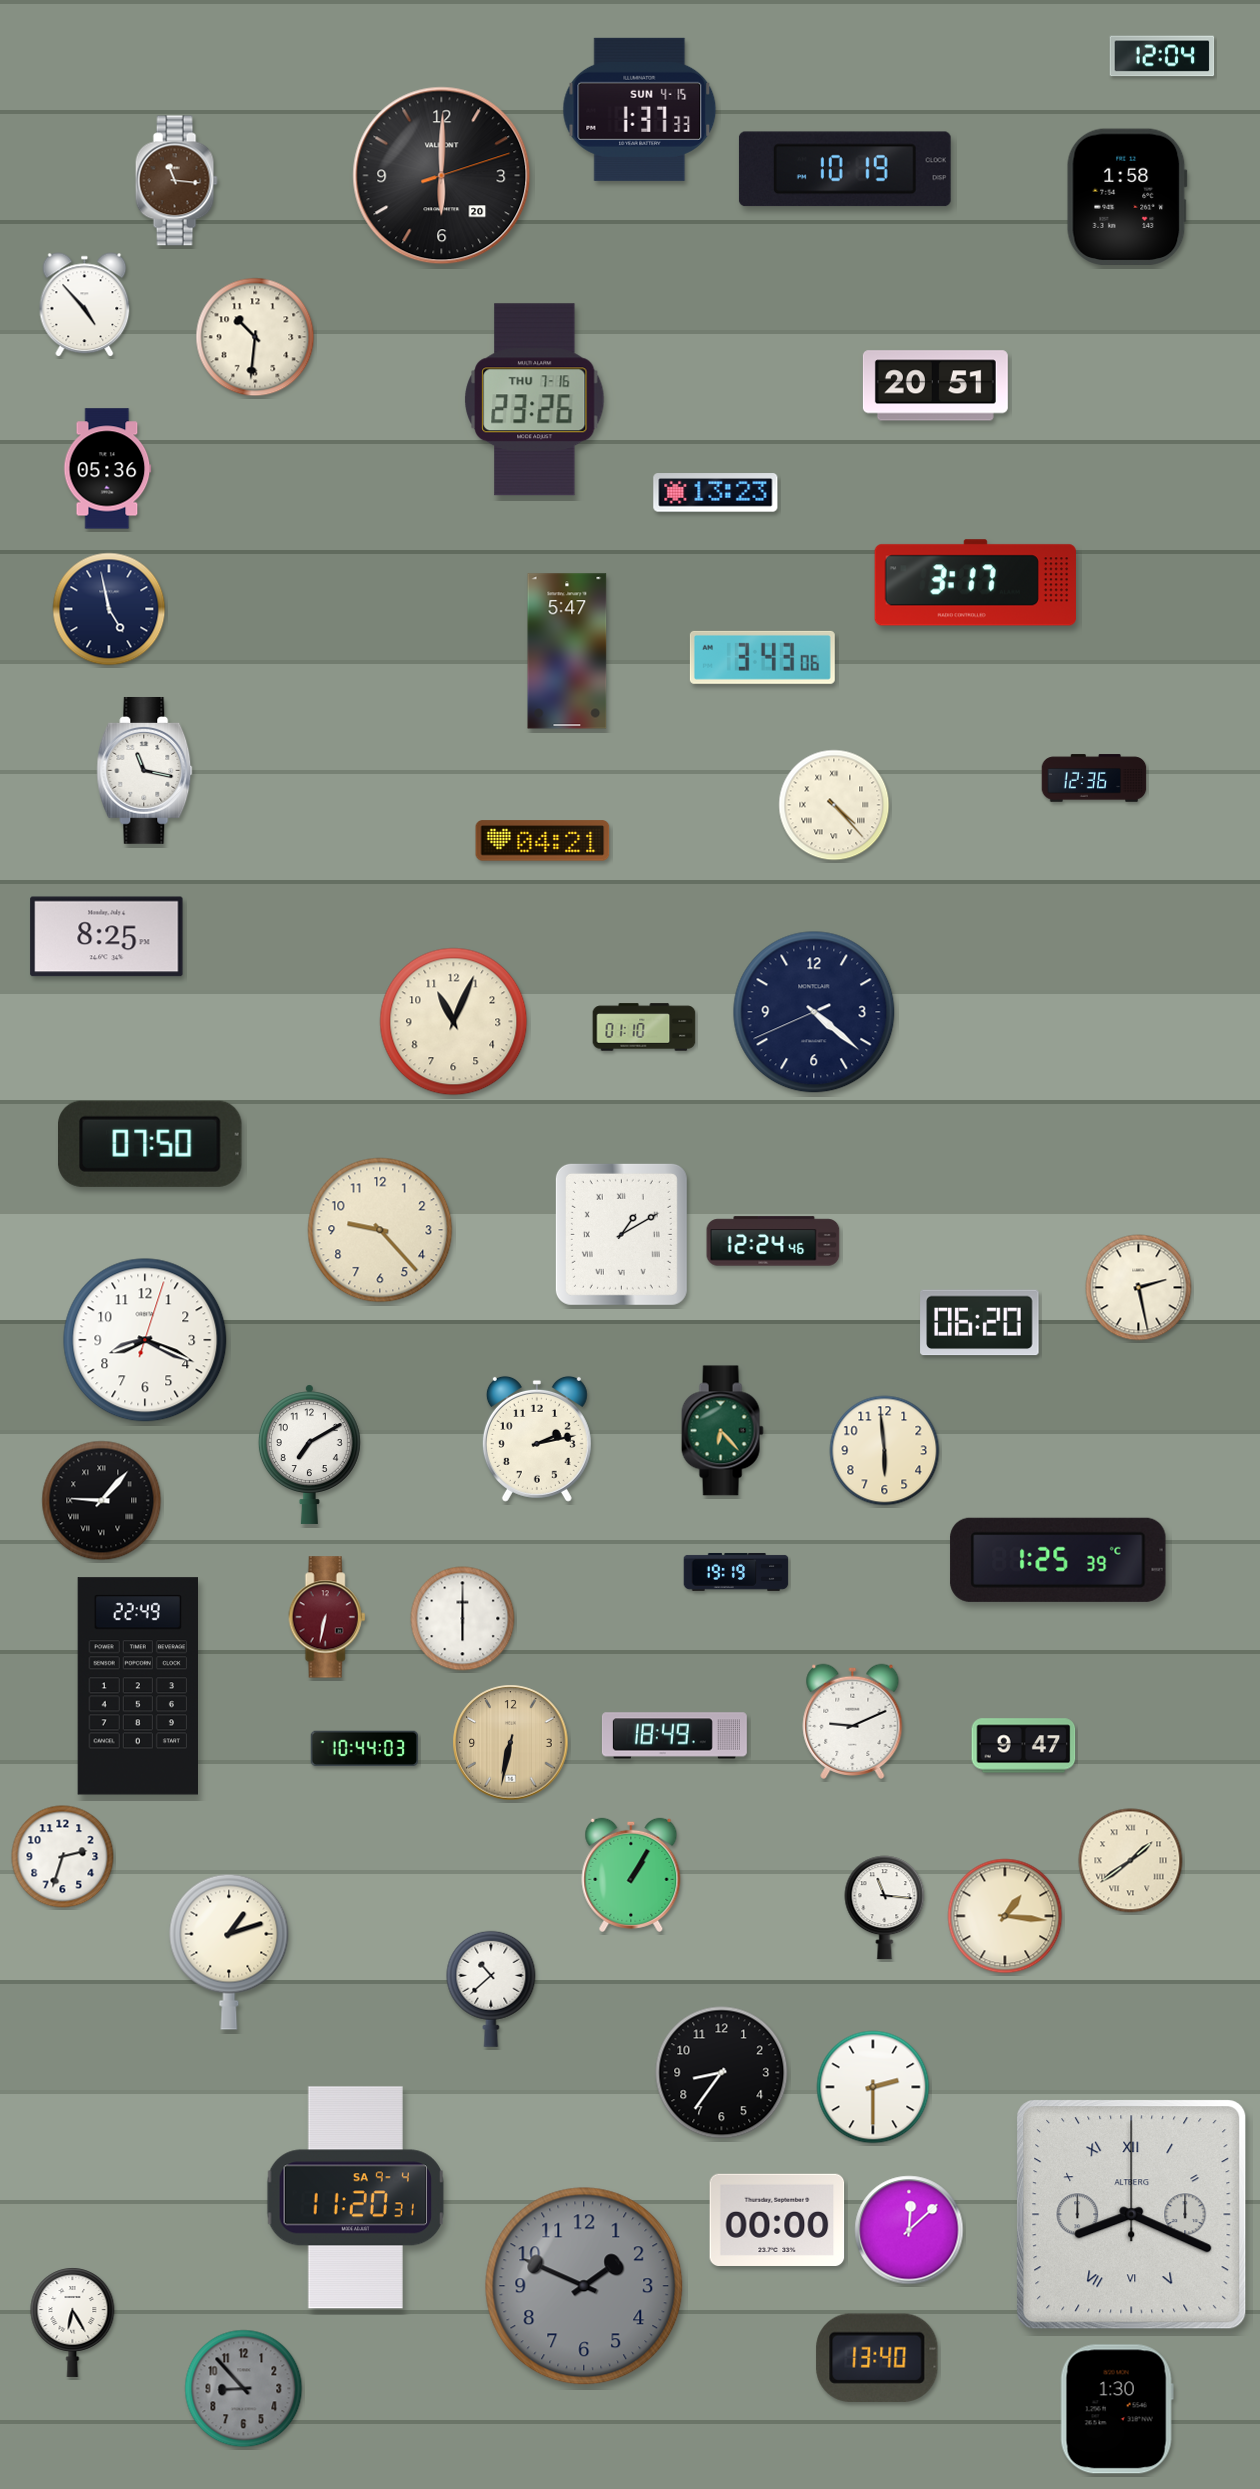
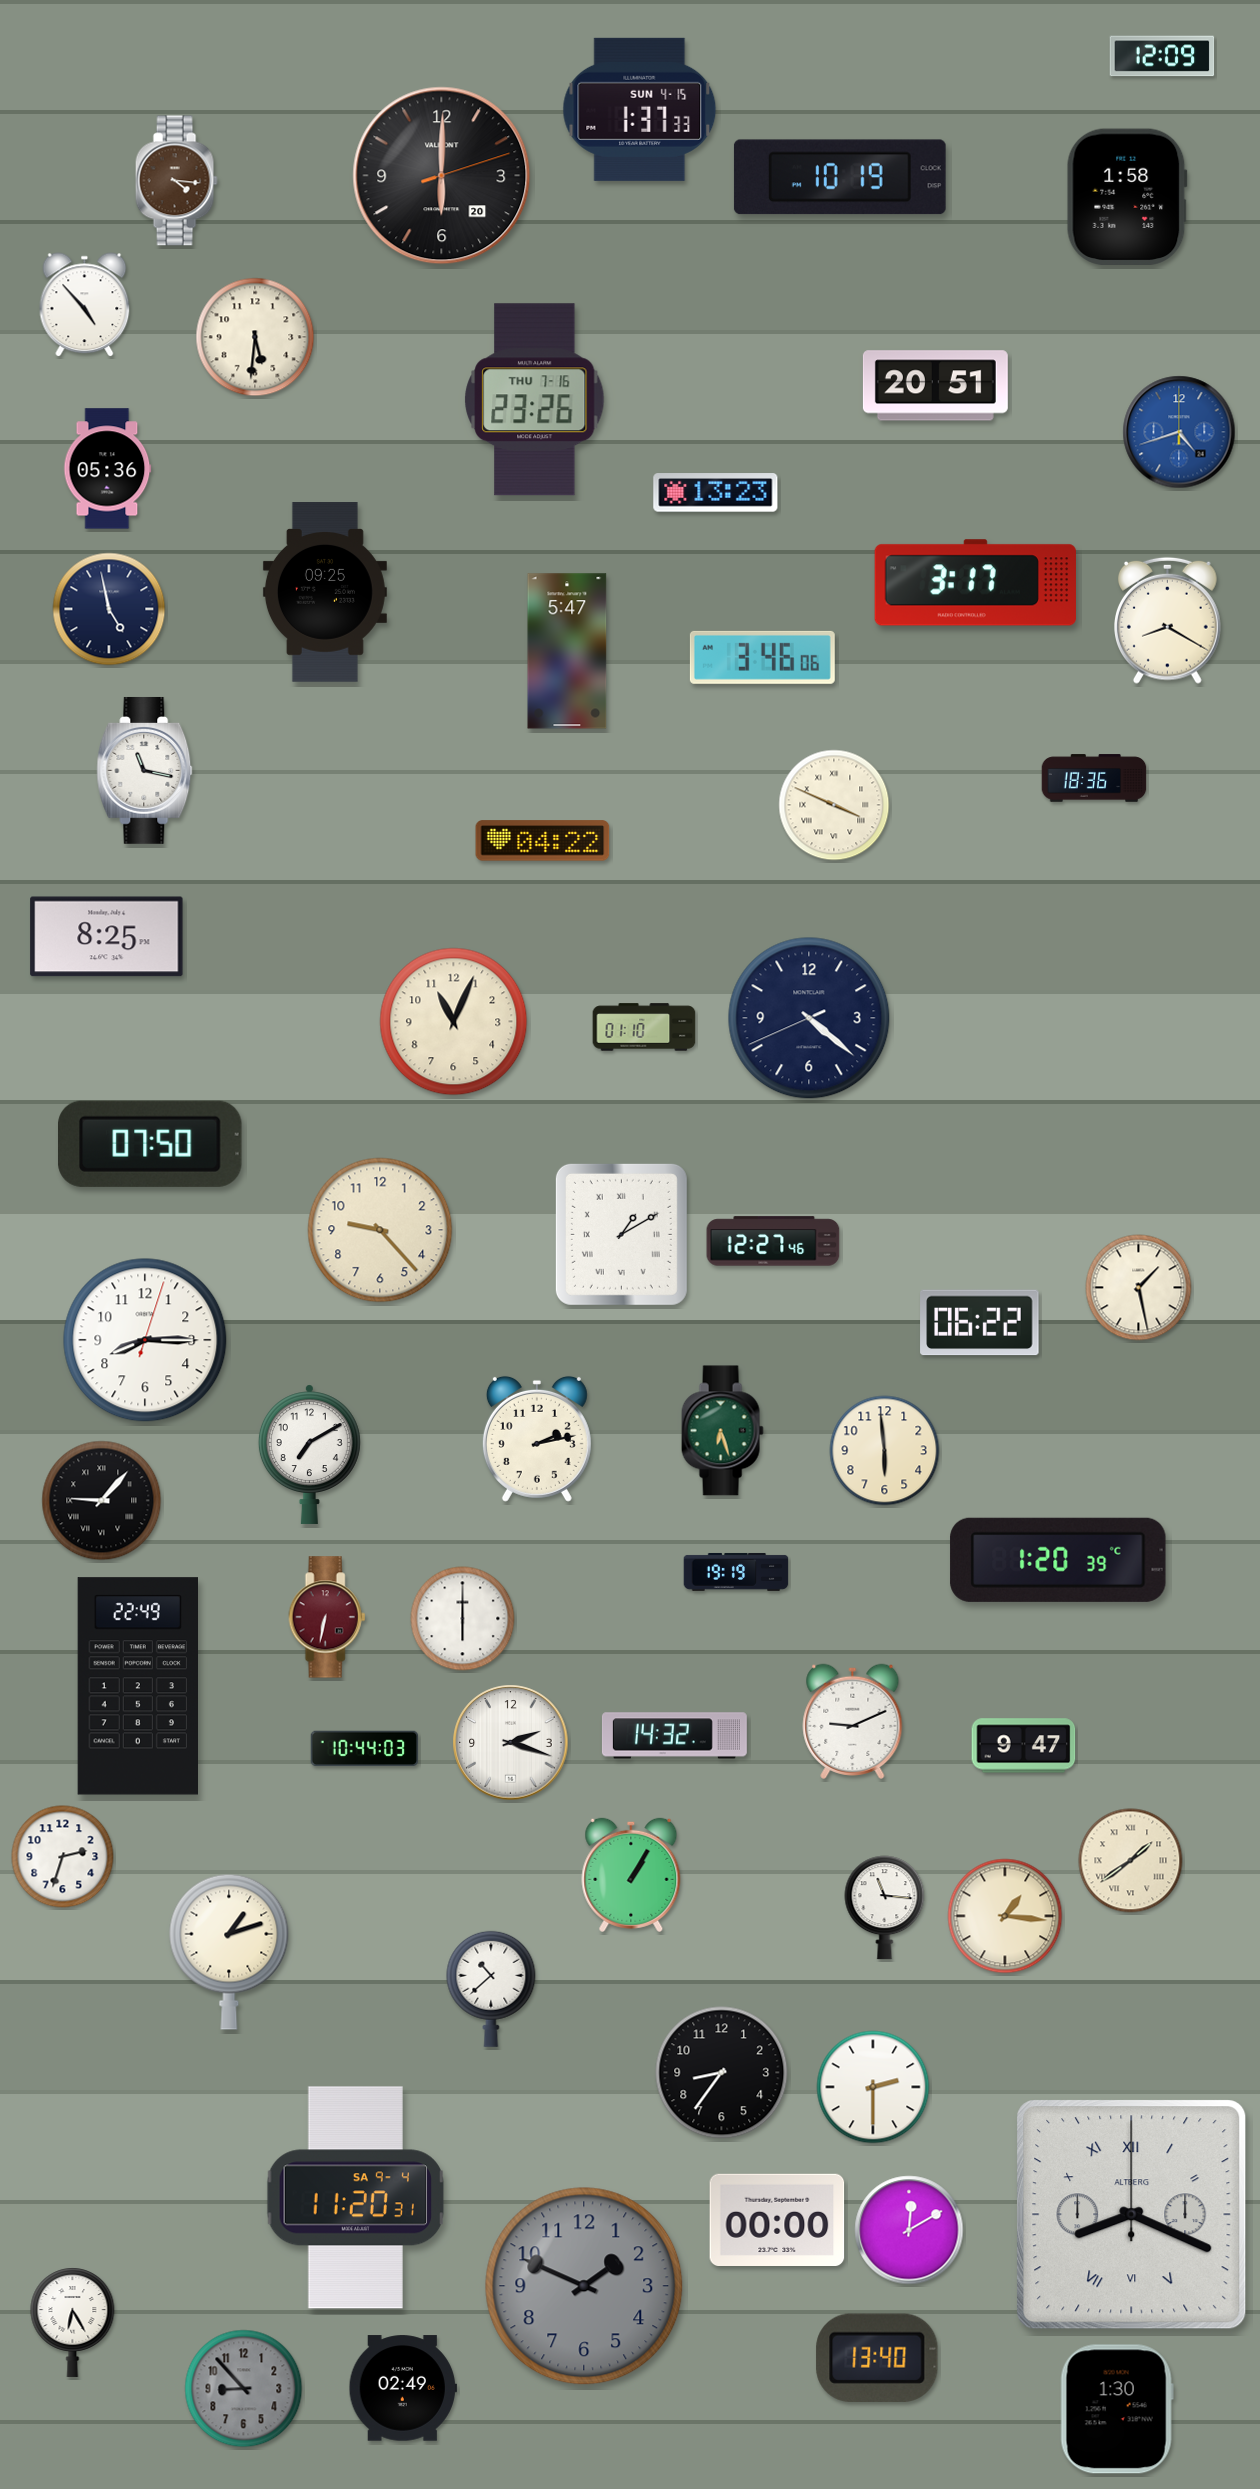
clock at (1162, 56): 12:04 -> 12:09
clock at (845, 169) position: (845, 169) -> (840, 177)
clock at (176, 181): 11:16 -> 4:16
clock at (255, 337): 10:31 -> 5:31
clock at (1179, 432): none -> 4:42
clock at (325, 592): none -> 09:25
clock at (1168, 620): none -> 8:20
clock at (762, 657): 3:43 -> 3:46
clock at (1094, 778): 12:36 -> 18:36
clock at (834, 805): 4:23 -> 3:49
clock at (543, 841): 04:21 -> 04:22
clock at (814, 1012) position: (814, 1012) -> (809, 1018)
clock at (773, 1241): 12:24 -> 12:27
clock at (1139, 1288): 2:28 -> 1:28
clock at (980, 1323): 06:20 -> 06:22
clock at (145, 1340): 8:19 -> 8:15
clock at (722, 1431): 6:23 -> 6:27
clock at (1058, 1560): 1:25 -> 1:20
clock at (674, 1736): 18:49 -> 14:32
clock at (511, 1743): 6:32 -> 2:18
clock at (511, 1743) dial: champagne -> white
clock at (909, 2230): 12:08 -> 12:10
clock at (403, 2388): none -> 02:49
